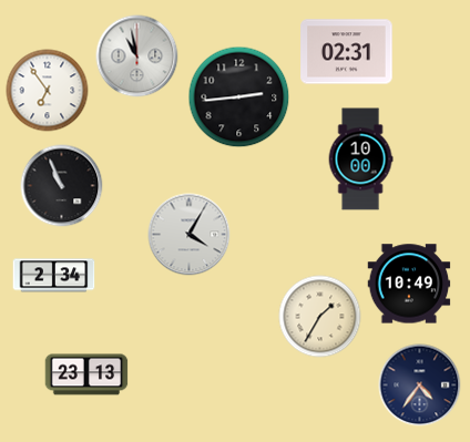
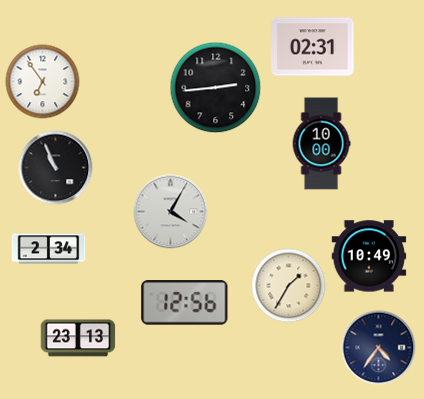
clock at (137, 56): 10:58 -> none
clock at (360, 160) position: (360, 160) -> (321, 144)
clock at (185, 303): none -> 12:56
